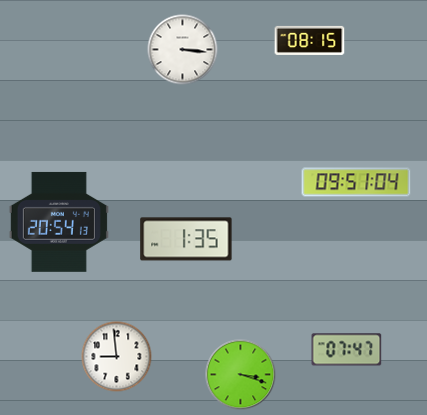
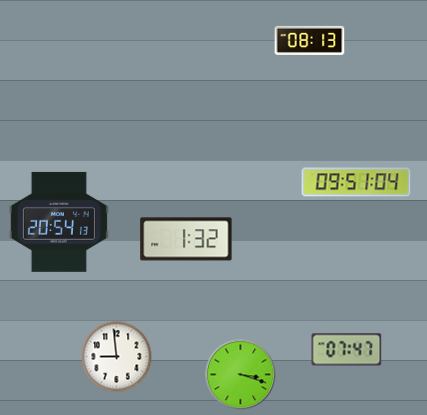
clock at (310, 40): 08:15 -> 08:13
clock at (183, 50): 3:16 -> none
clock at (186, 239): 1:35 -> 1:32
